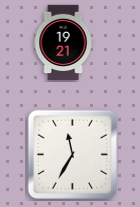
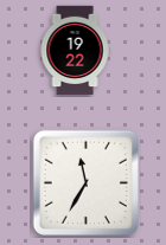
clock at (63, 43): 19:21 -> 19:22
